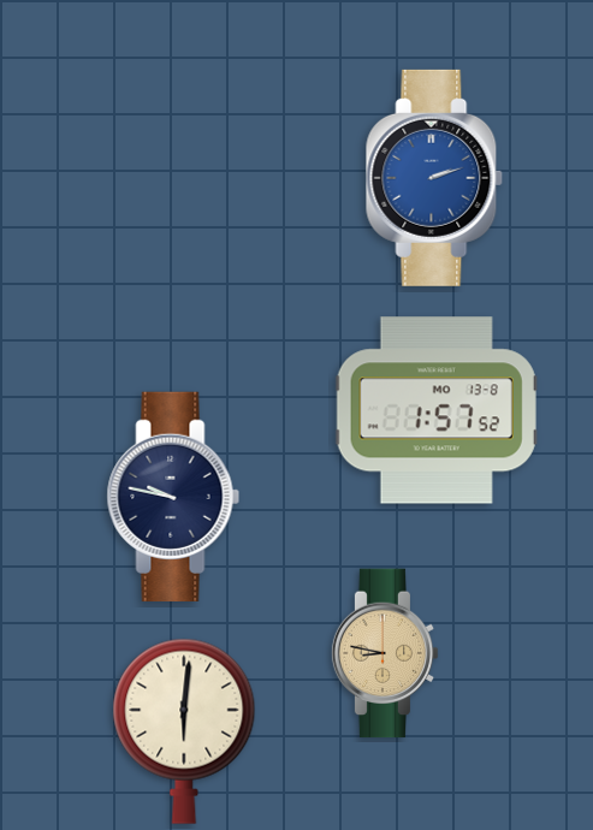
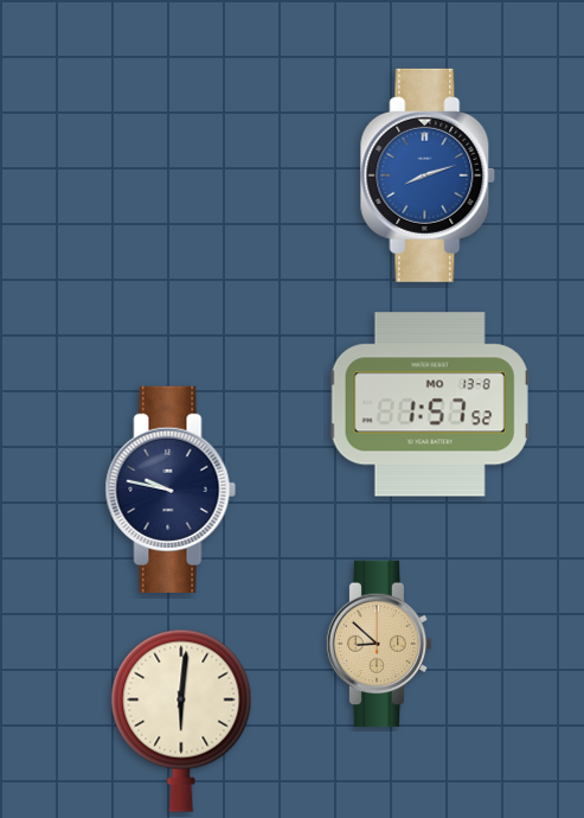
clock at (434, 178): 2:12 -> 8:12
clock at (385, 653): 8:47 -> 8:52
